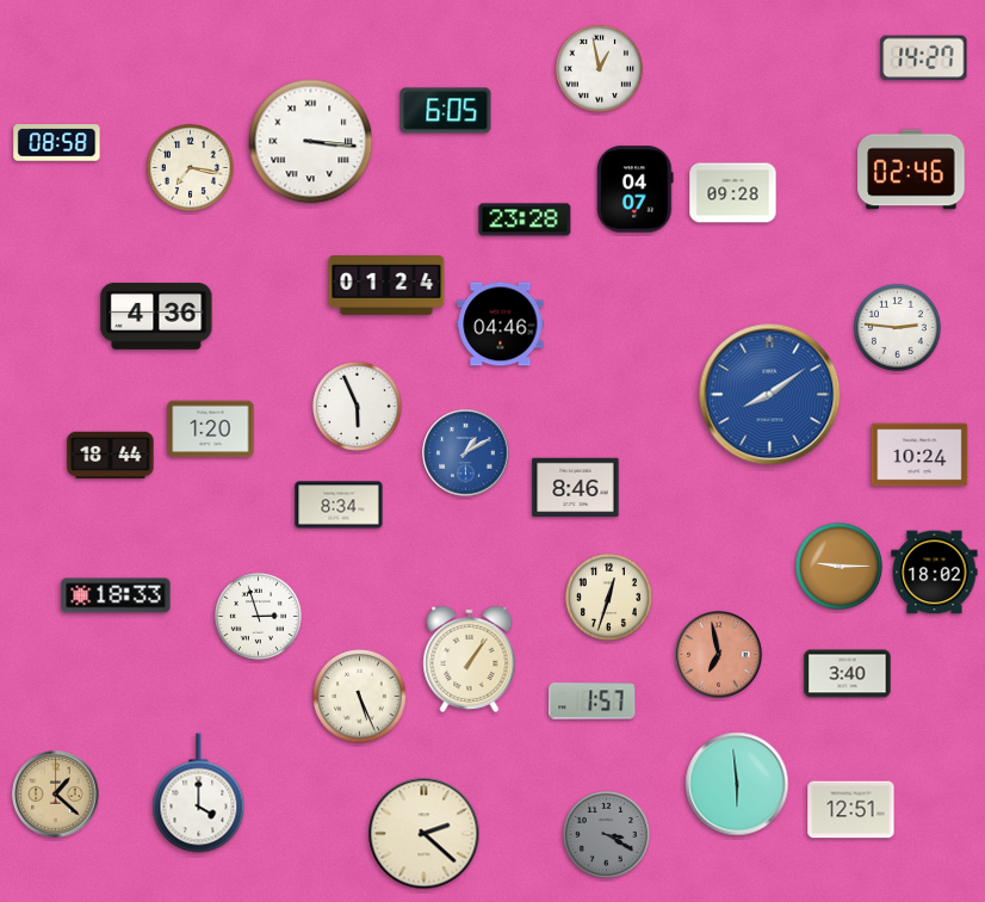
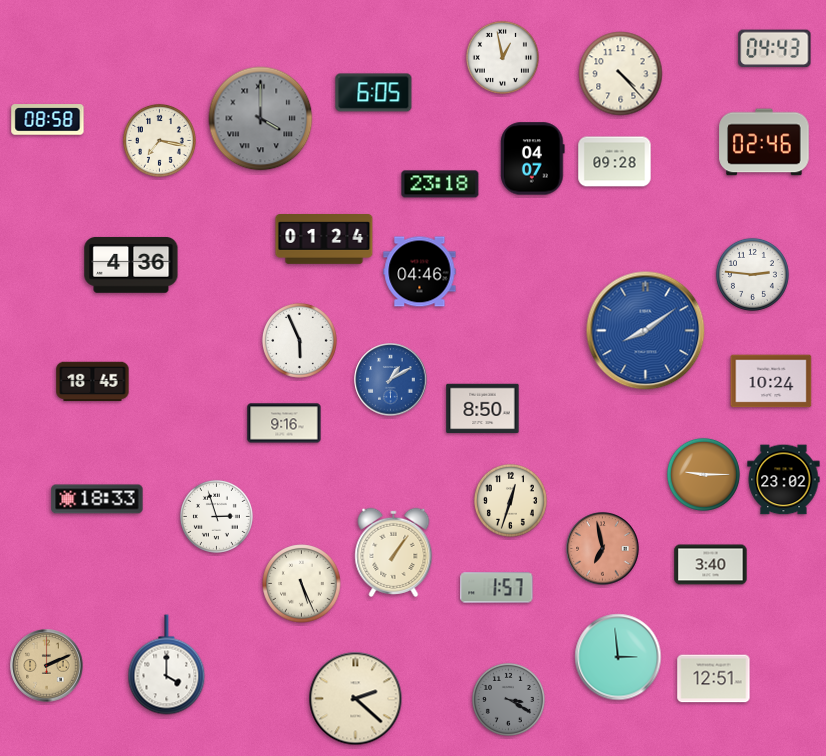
clock at (924, 58): 14:27 -> 04:43
clock at (621, 74): none -> 4:23
clock at (311, 142): 3:16 -> 4:00
clock at (311, 142) dial: white -> grey
clock at (525, 220): 23:28 -> 23:18
clock at (211, 430): 1:20 -> none
clock at (111, 456): 18:44 -> 18:45
clock at (576, 488): 8:46 -> 8:50
clock at (339, 505): 8:34 -> 9:16
clock at (935, 573): 18:02 -> 23:02
clock at (737, 784): 5:59 -> 2:59
clock at (56, 795): 1:22 -> 2:11
